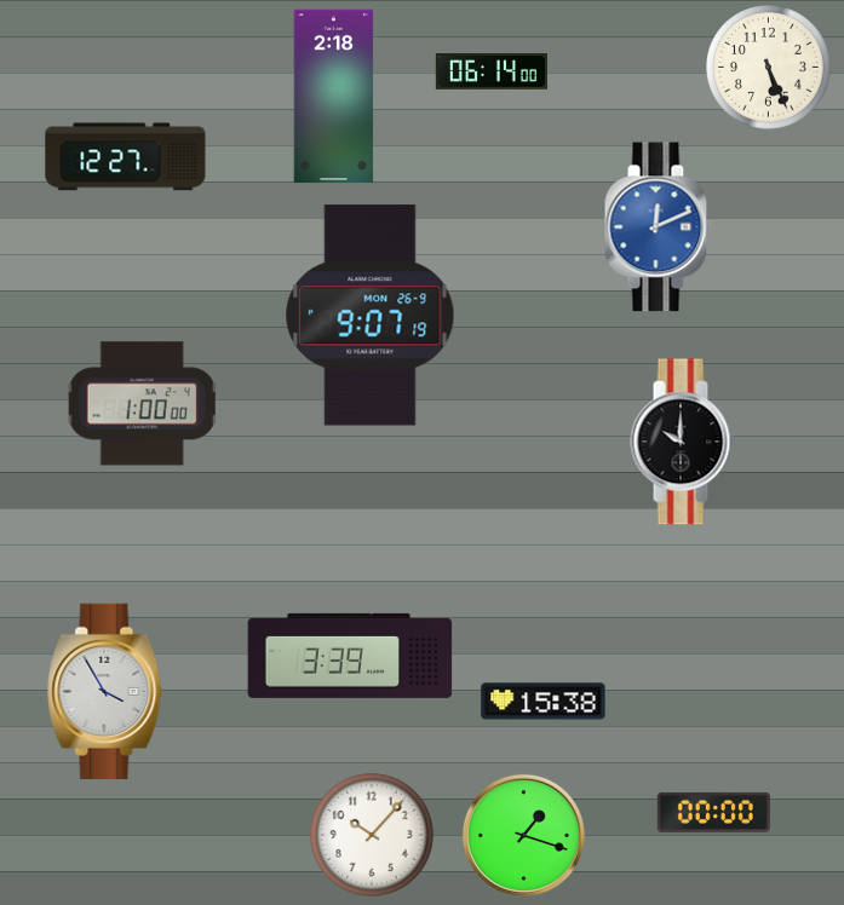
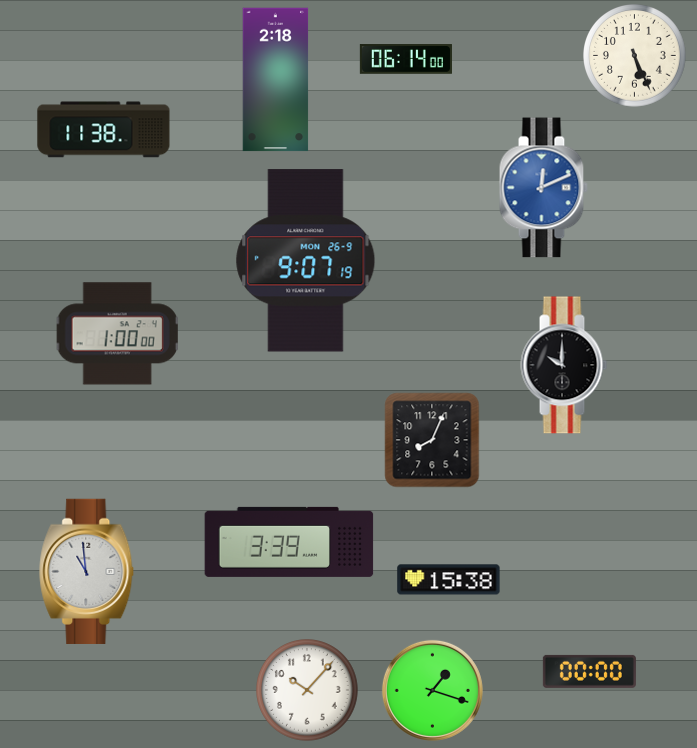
clock at (126, 157): 12:27 -> 11:38
clock at (432, 440): none -> 8:04
clock at (105, 691): 3:55 -> 10:59
